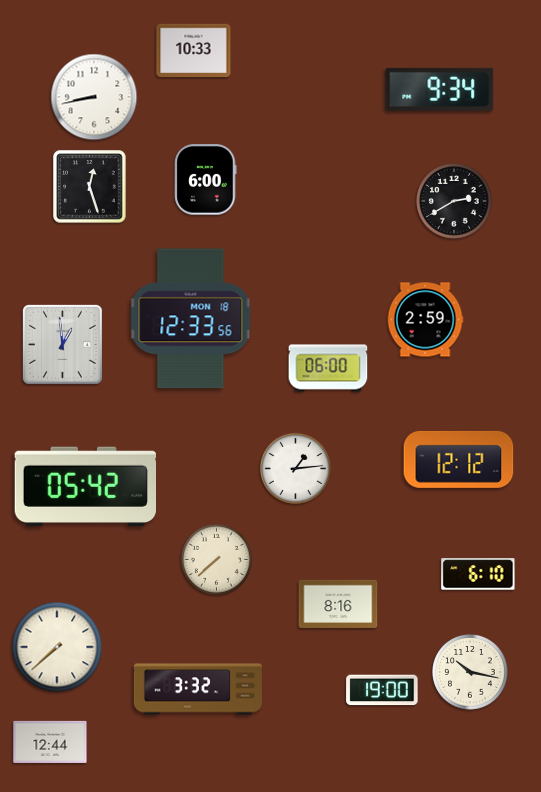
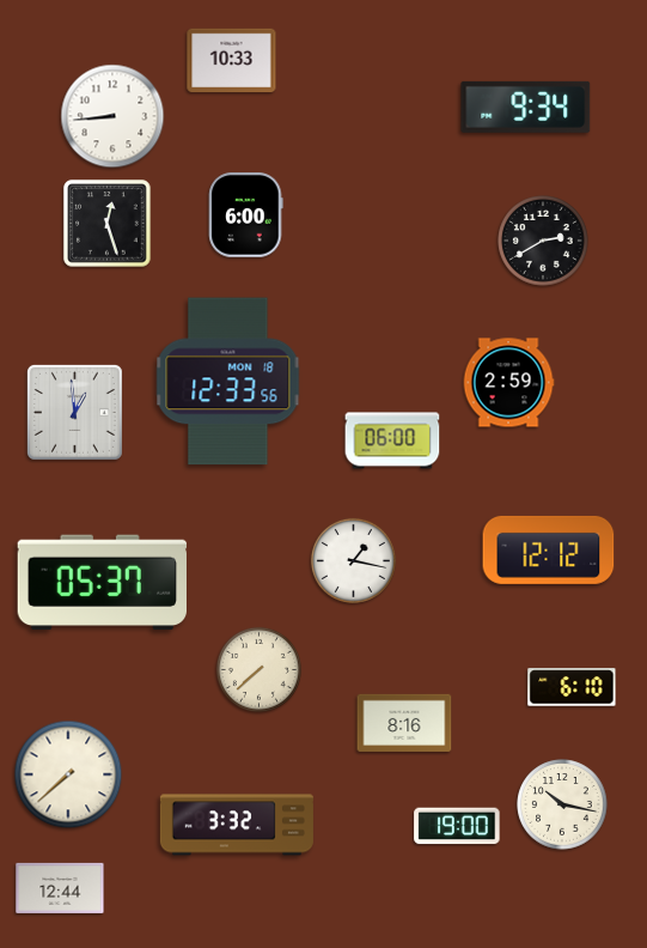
clock at (94, 97): 8:43 -> 8:44
clock at (295, 468): 1:14 -> 1:17
clock at (85, 487): 05:42 -> 05:37
